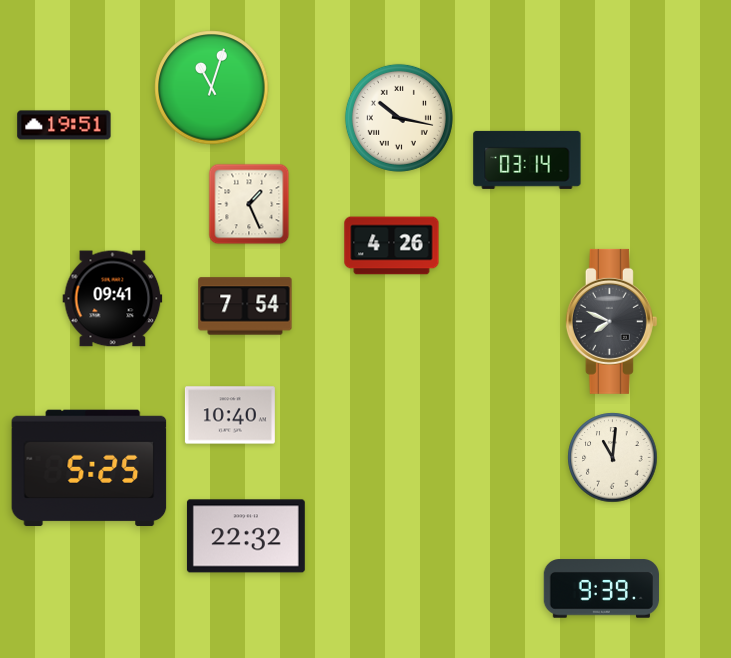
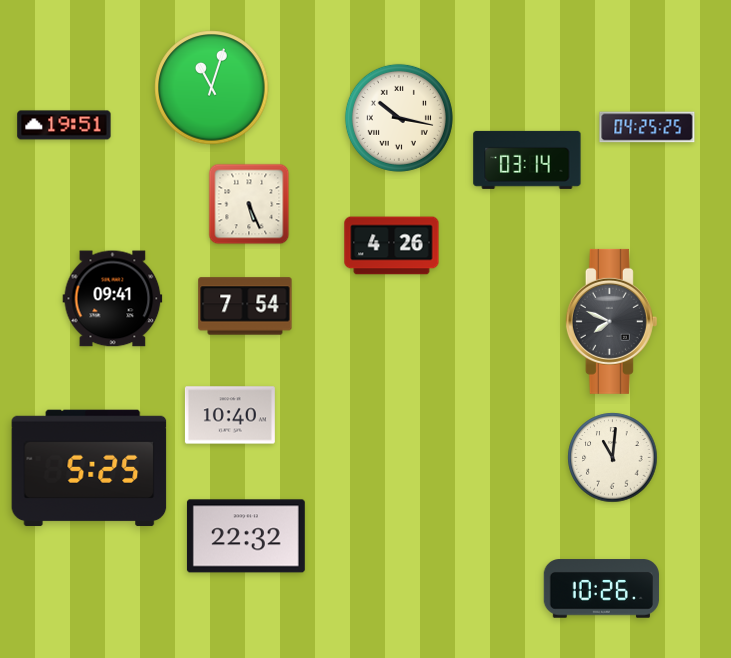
clock at (647, 127): none -> 04:25
clock at (249, 204): 1:26 -> 5:26
clock at (601, 589): 9:39 -> 10:26
